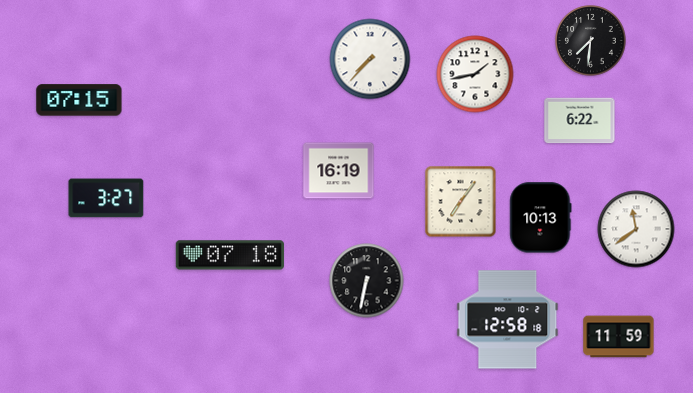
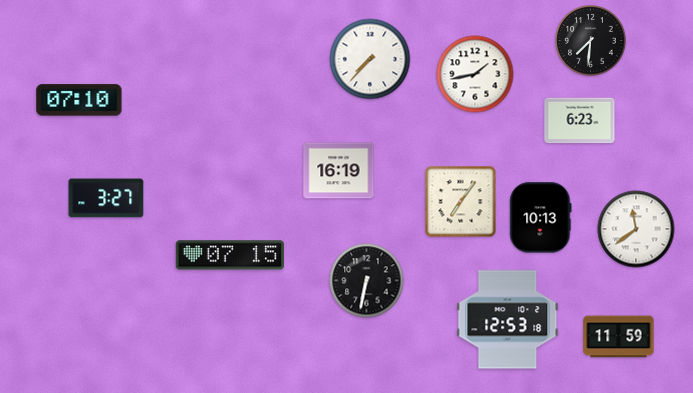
clock at (79, 100): 07:15 -> 07:10
clock at (580, 121): 6:22 -> 6:23
clock at (230, 255): 07:18 -> 07:15
clock at (508, 320): 12:58 -> 12:53
